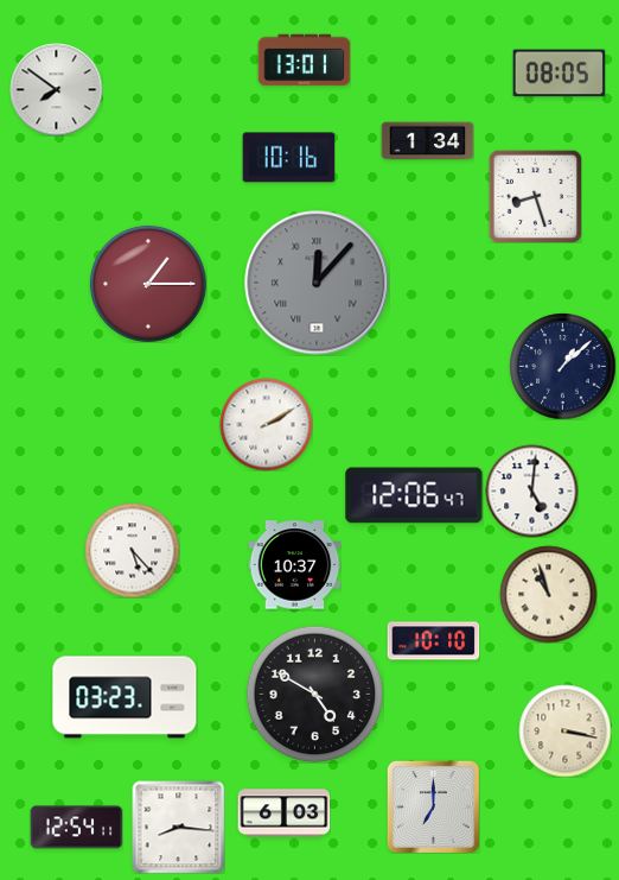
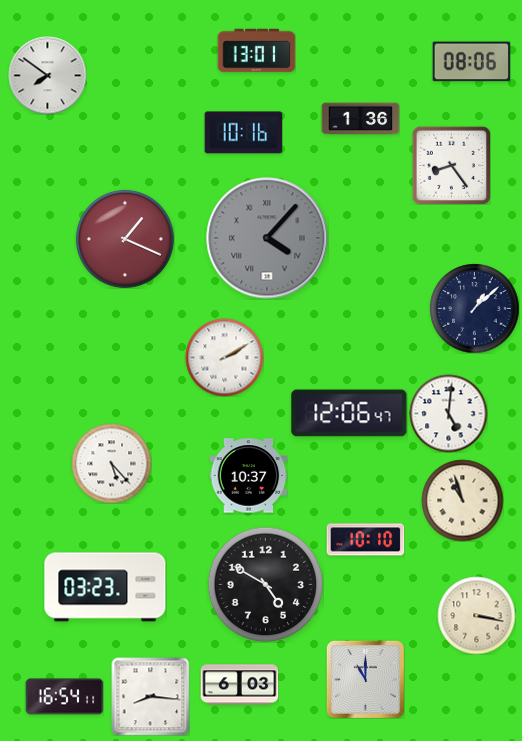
clock at (559, 74): 08:05 -> 08:06
clock at (427, 141): 1:34 -> 1:36
clock at (535, 196): 8:27 -> 8:24
clock at (317, 283): 12:07 -> 4:07
clock at (148, 284): 1:15 -> 1:19
clock at (414, 495) position: (414, 495) -> (349, 413)
clock at (433, 806): 7:00 -> 11:00
clock at (76, 828): 12:54 -> 16:54
